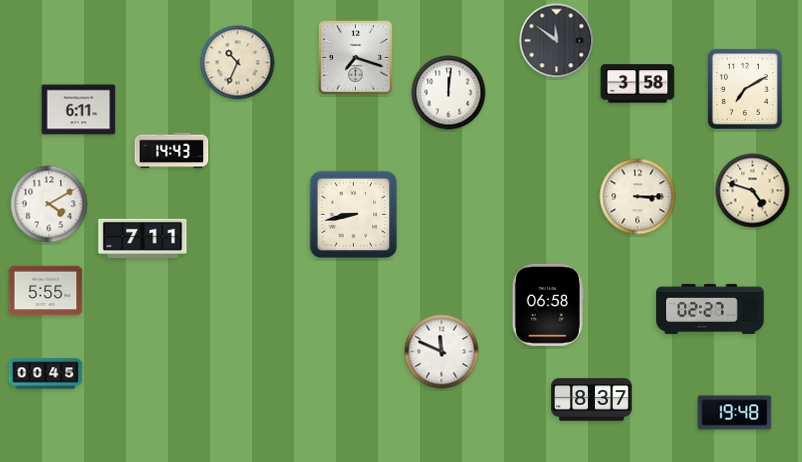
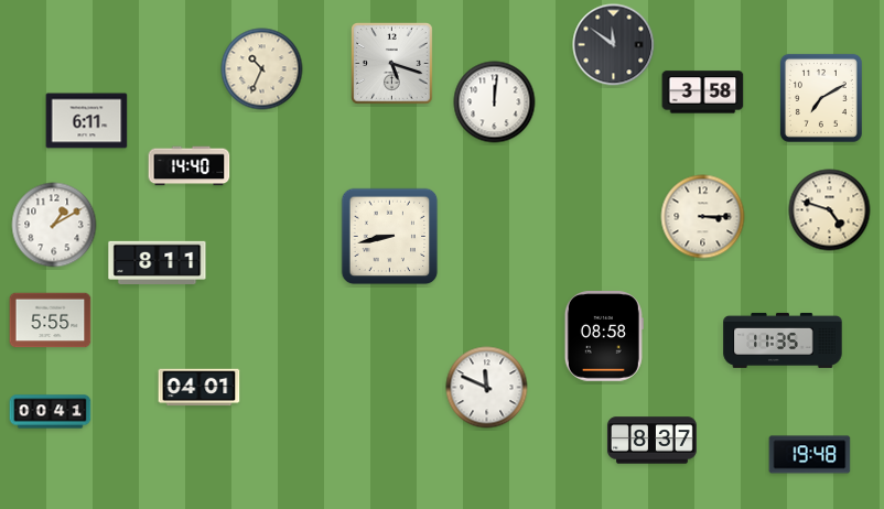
clock at (356, 58): 7:18 -> 5:18
clock at (172, 151): 14:43 -> 14:40
clock at (49, 204): 4:10 -> 1:10
clock at (143, 238): 7:11 -> 8:11
clock at (548, 306): 06:58 -> 08:58
clock at (710, 309): 02:27 -> 11:35
clock at (200, 388): none -> 04:01
clock at (46, 374): 00:45 -> 00:41
